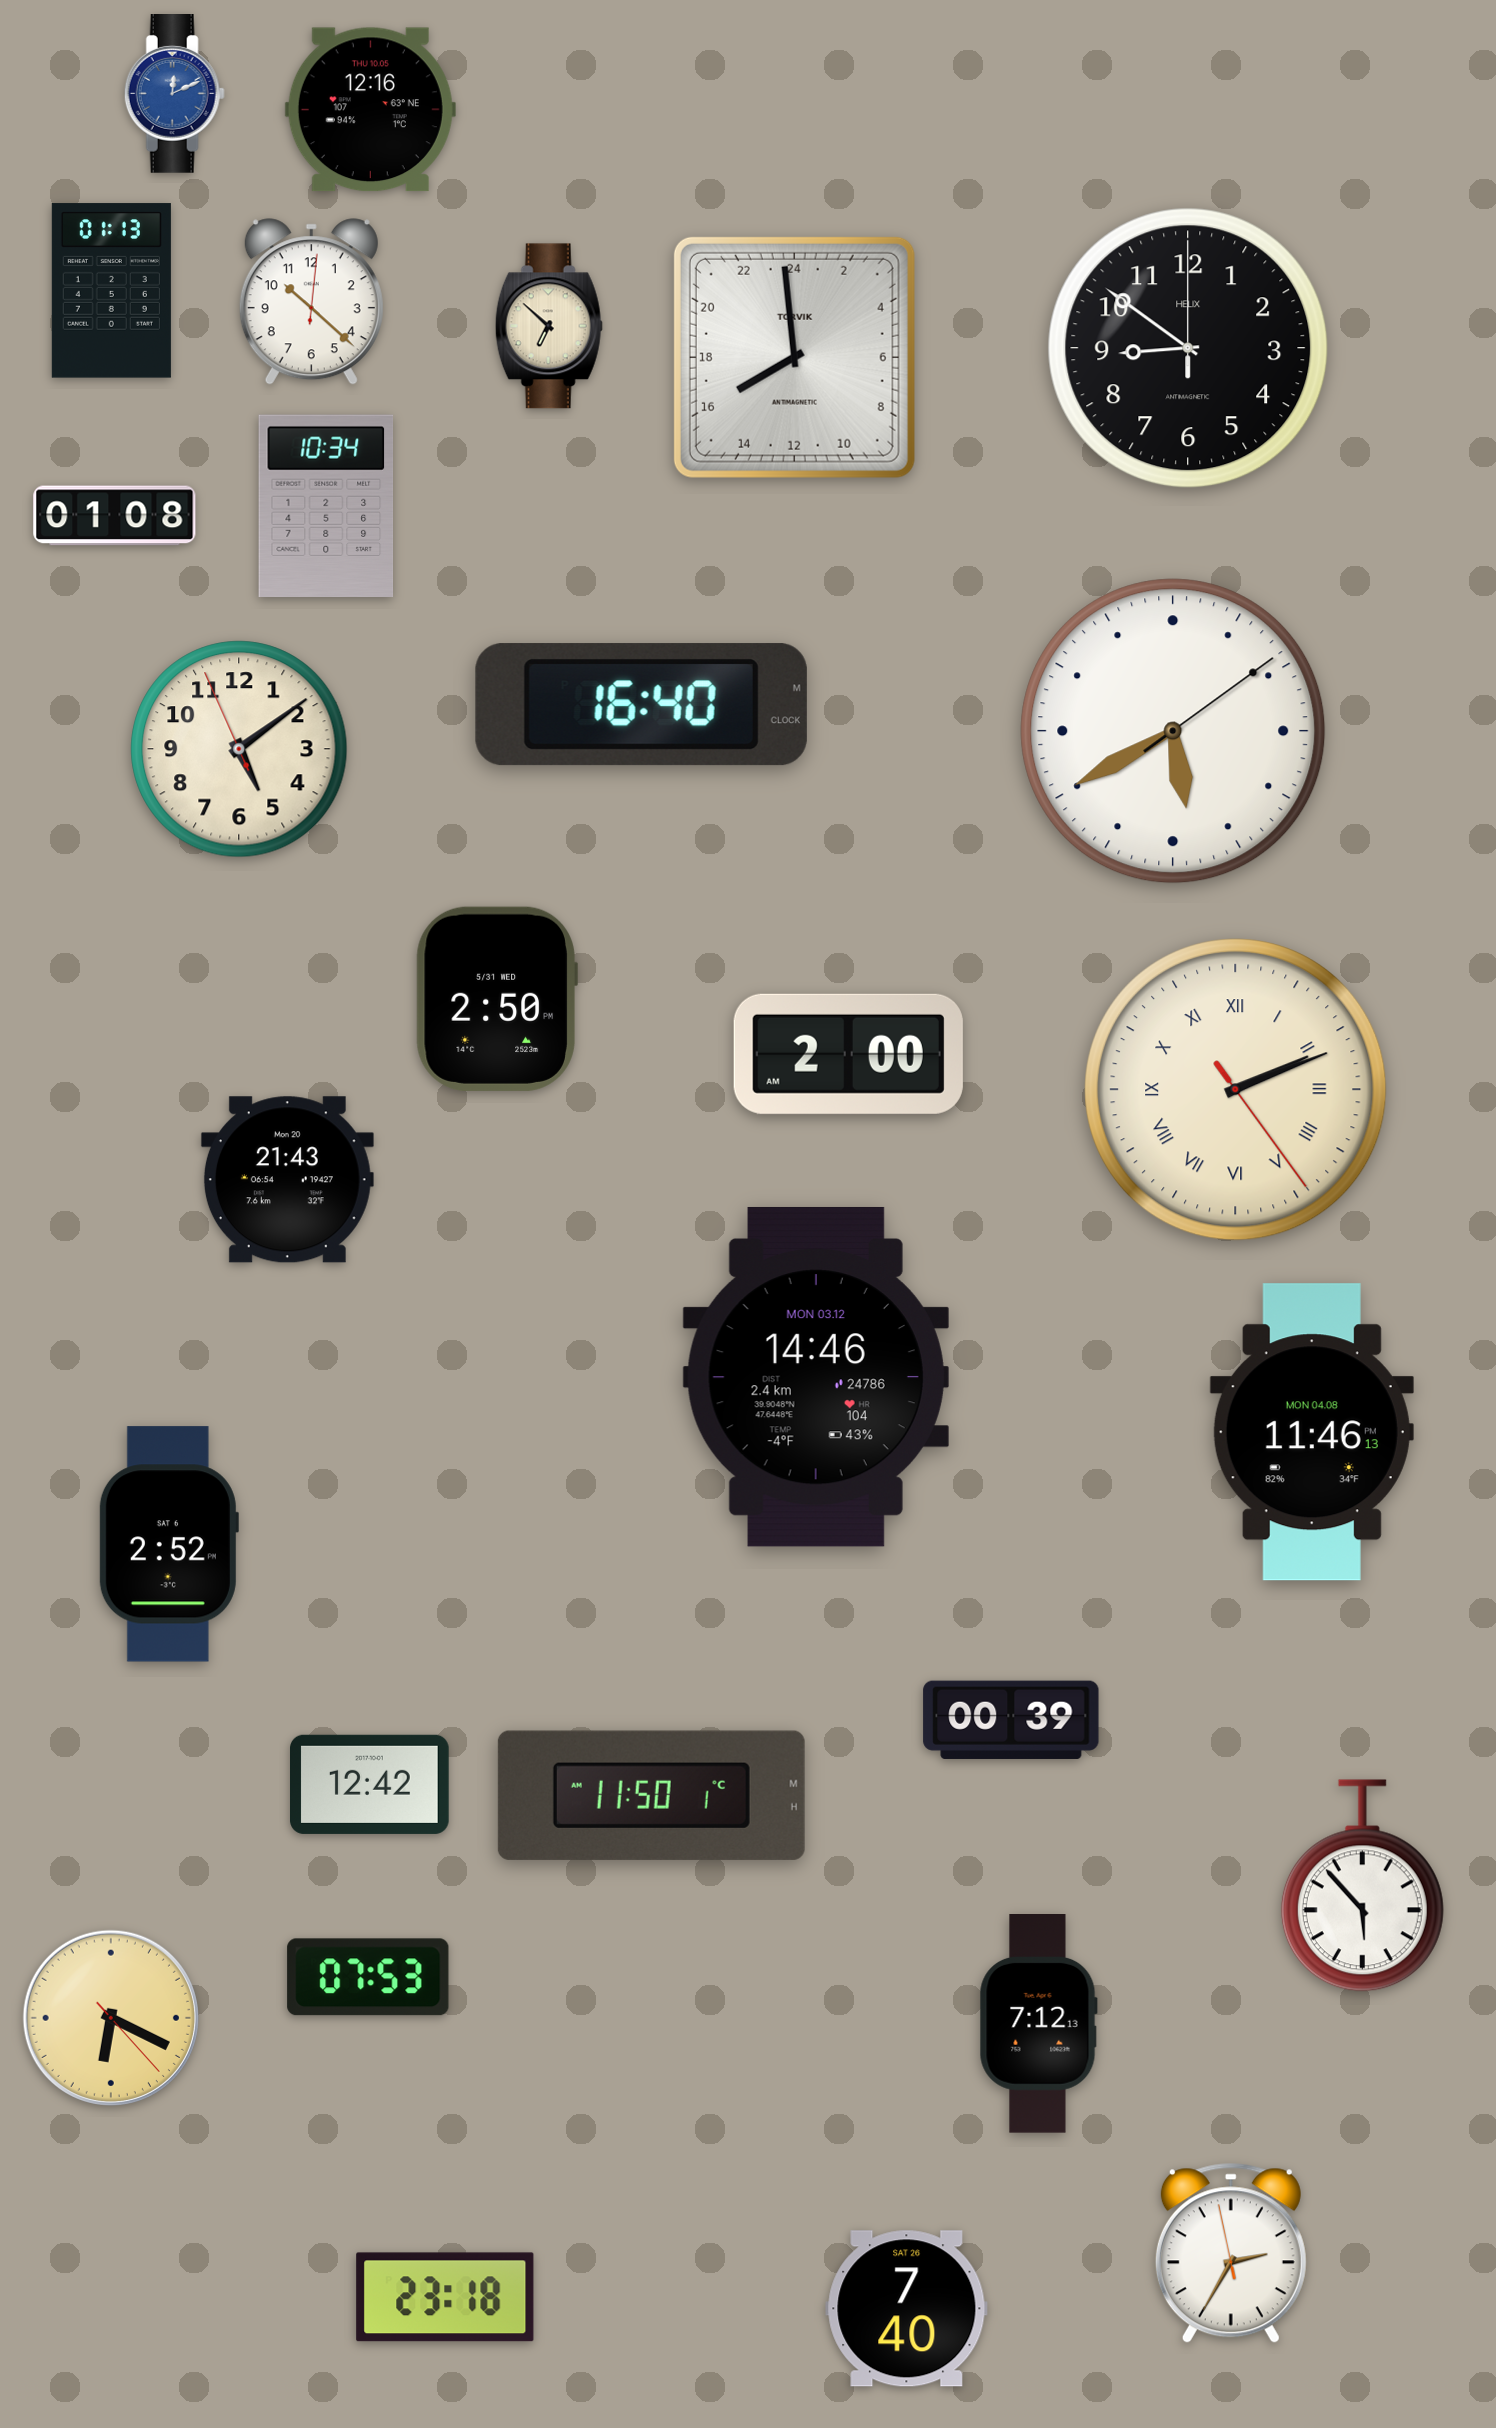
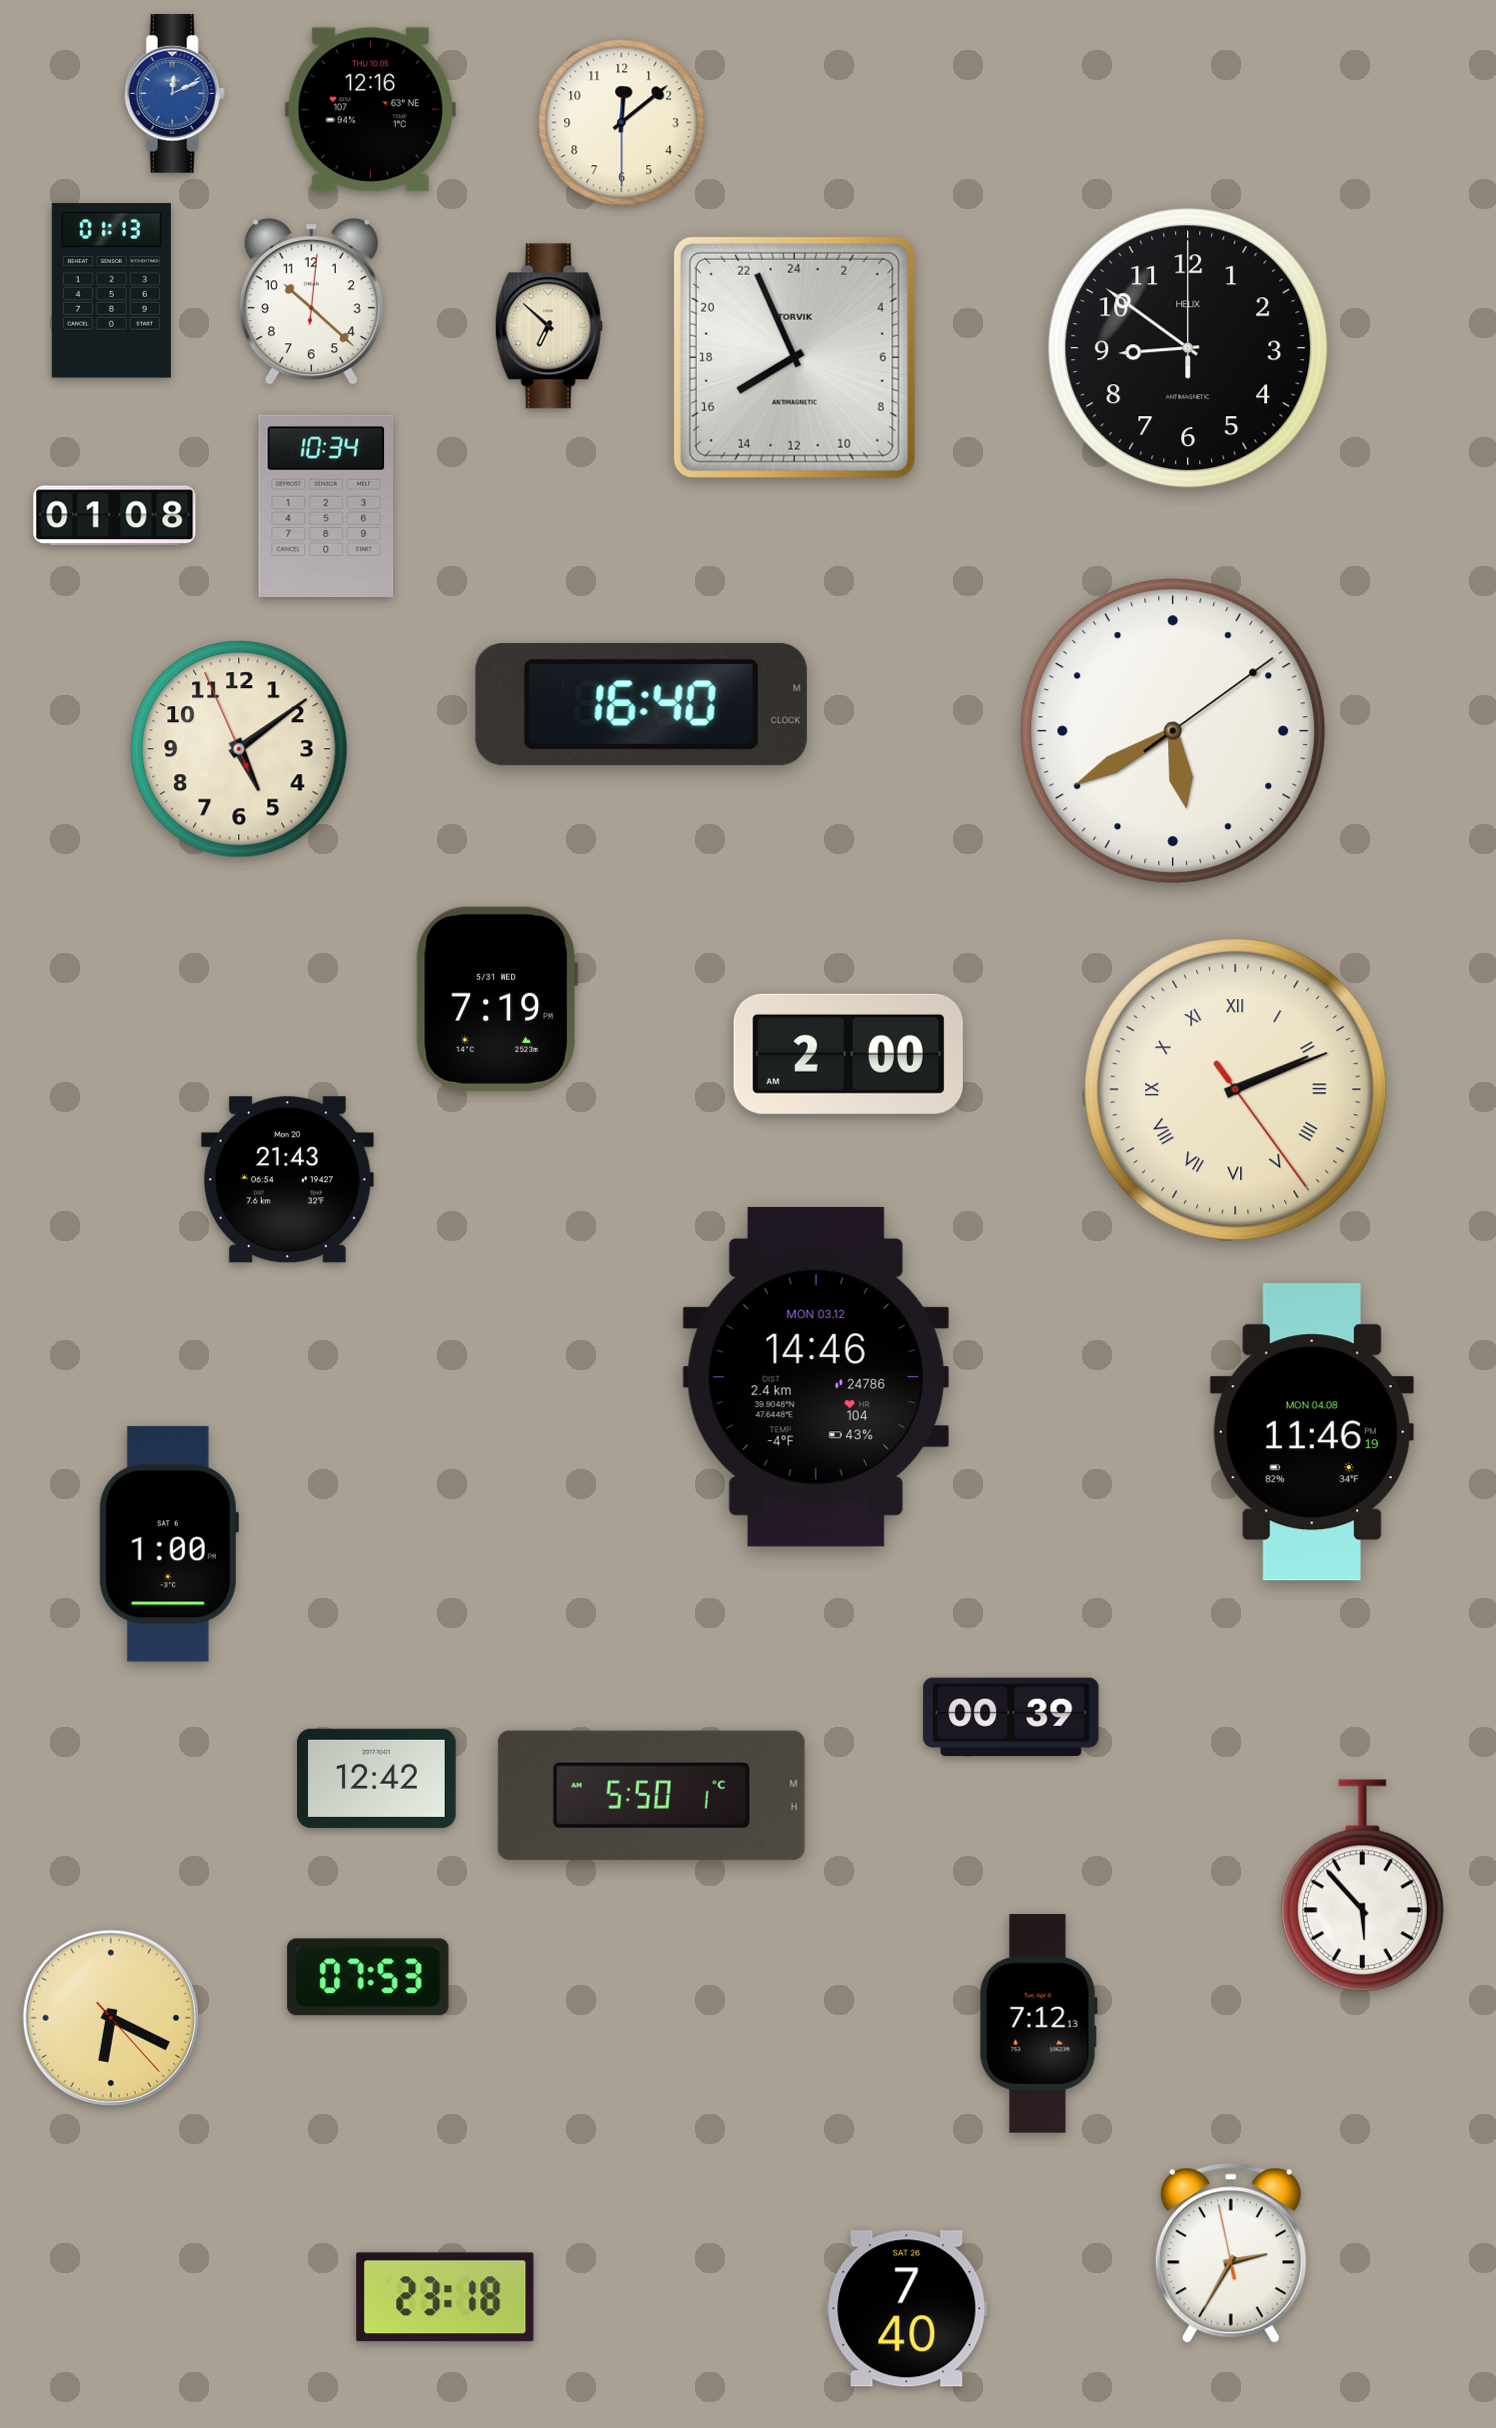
clock at (622, 123): none -> 12:08
clock at (794, 357): 15:59 -> 15:56
clock at (497, 999): 2:50 -> 7:19
clock at (1312, 1432): 11:46:13 PM -> 11:46:19 PM
clock at (169, 1544): 2:52 -> 1:00
clock at (1011, 1719) position: (1011, 1719) -> (1011, 1716)
clock at (370, 1784) position: (370, 1784) -> (377, 1778)
clock at (651, 1795): 11:50 -> 5:50
